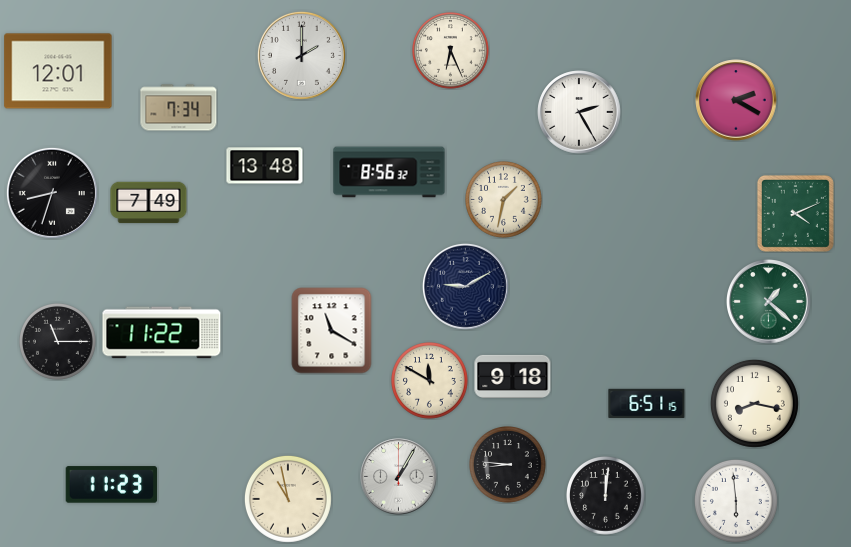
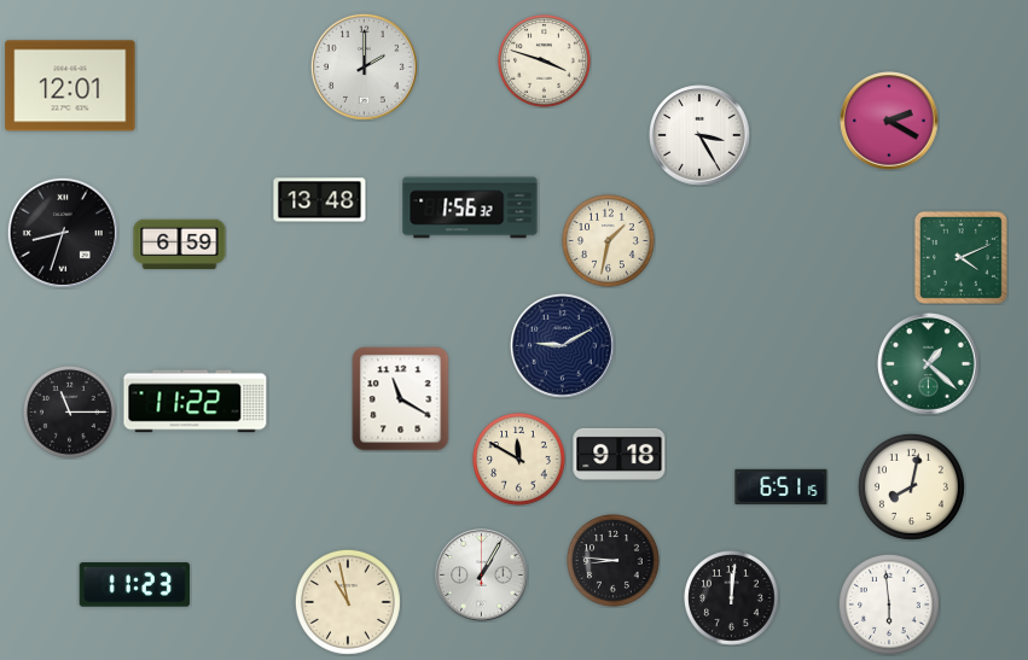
clock at (451, 51): 6:26 -> 3:48
clock at (179, 108): 7:34 -> none
clock at (579, 112): 2:25 -> 3:25
clock at (389, 172): 8:56 -> 1:56
clock at (149, 203): 7:49 -> 6:59
clock at (754, 403): 8:17 -> 8:02
